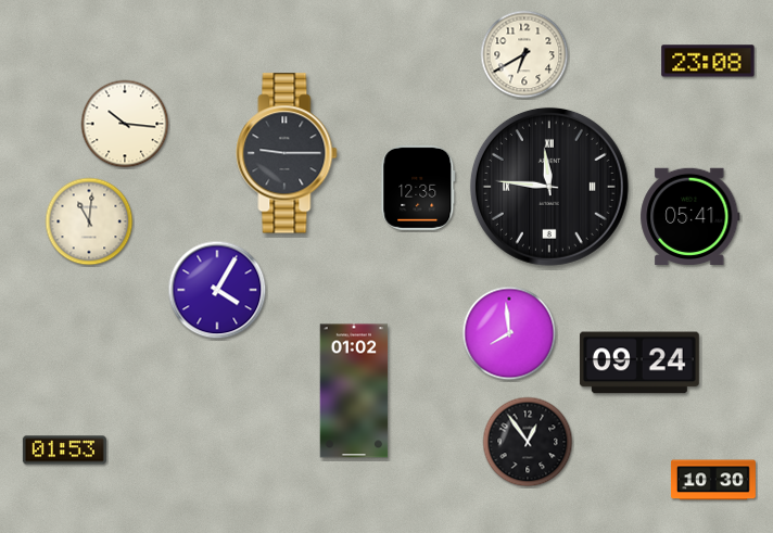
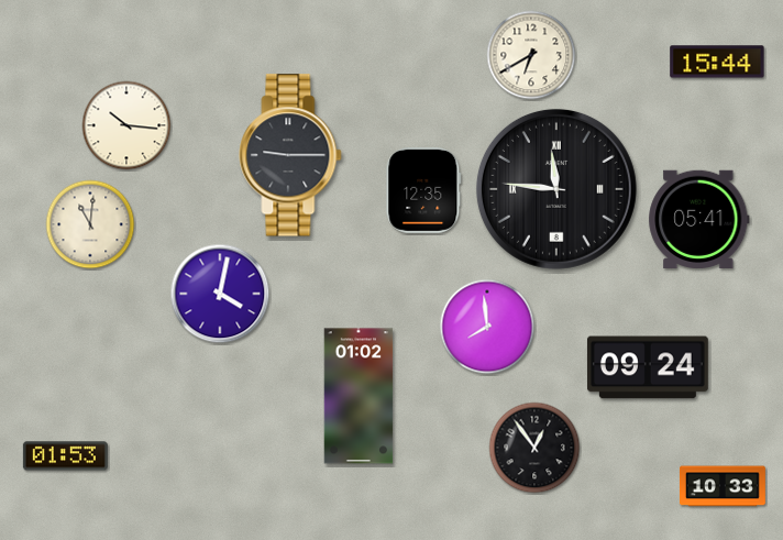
clock at (708, 61): 23:08 -> 15:44
clock at (217, 290): 4:05 -> 4:02
clock at (509, 333) position: (509, 333) -> (487, 327)
clock at (713, 480): 10:30 -> 10:33
